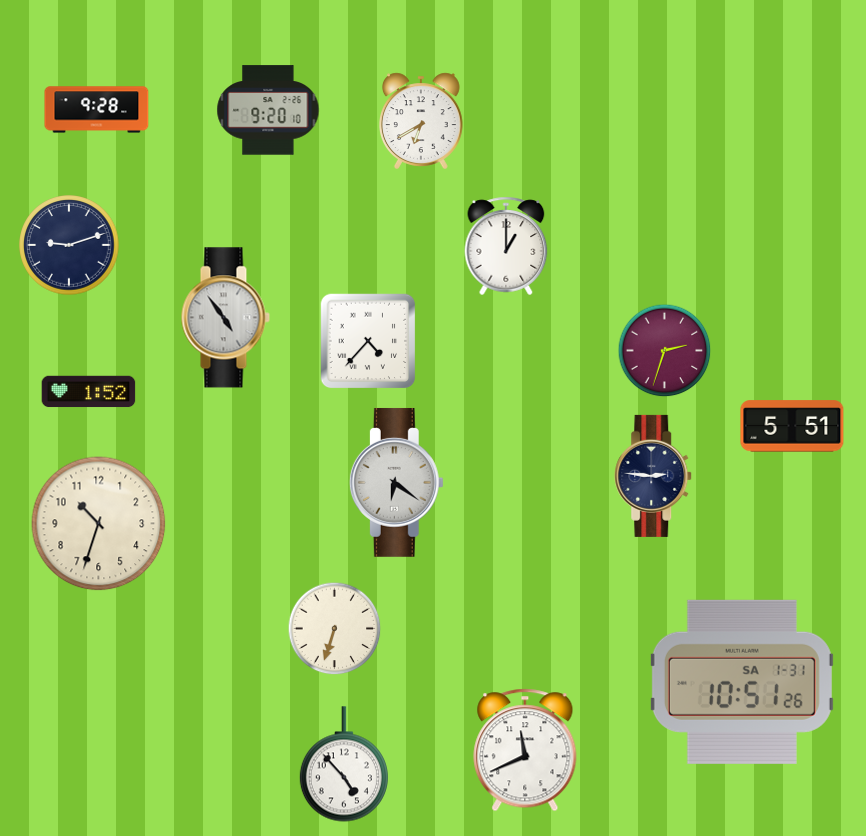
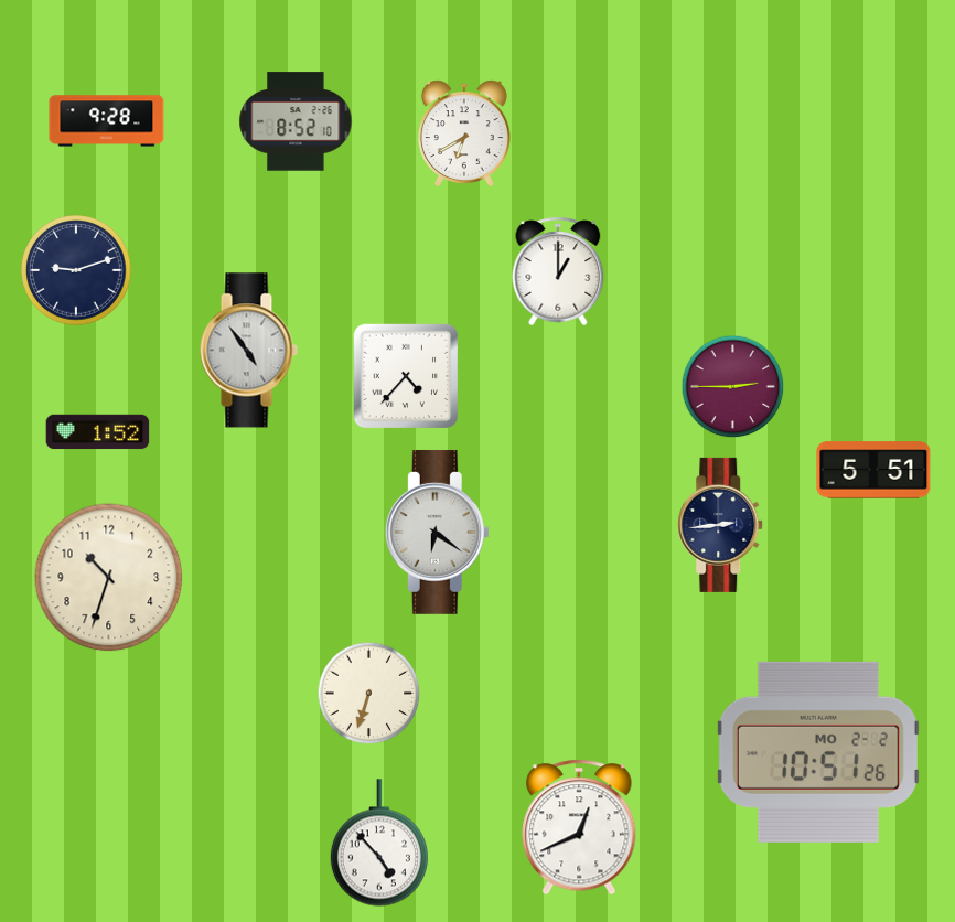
clock at (268, 110): 9:20 -> 8:52
clock at (665, 351): 2:33 -> 2:45
clock at (654, 476): 2:46 -> 2:44
clock at (742, 682) date: SA 1-31 -> MO 2-2
clock at (525, 750): 11:41 -> 12:41
